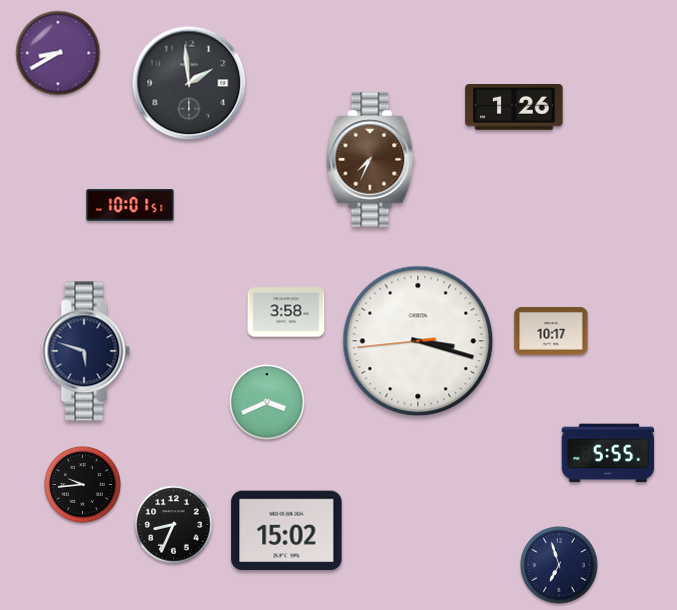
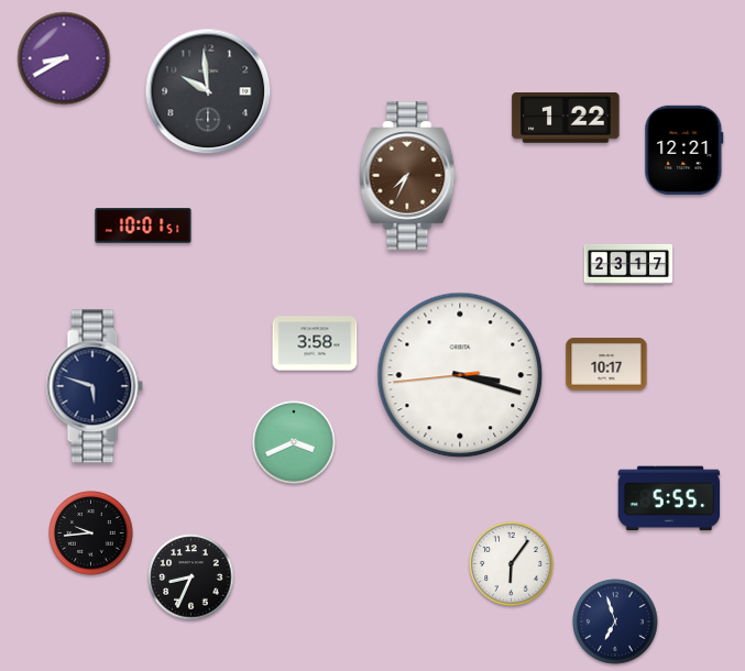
clock at (189, 83): 1:59 -> 9:59
clock at (514, 108): 1:26 -> 1:22
clock at (684, 150): none -> 12:21
clock at (628, 264): none -> 23:17
clock at (512, 564): none -> 6:06
clock at (287, 531): 15:02 -> none
